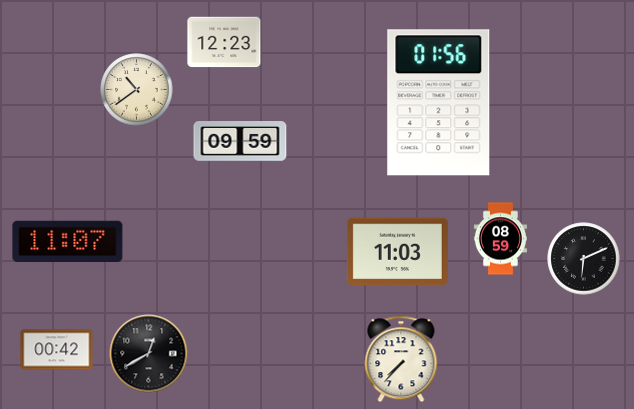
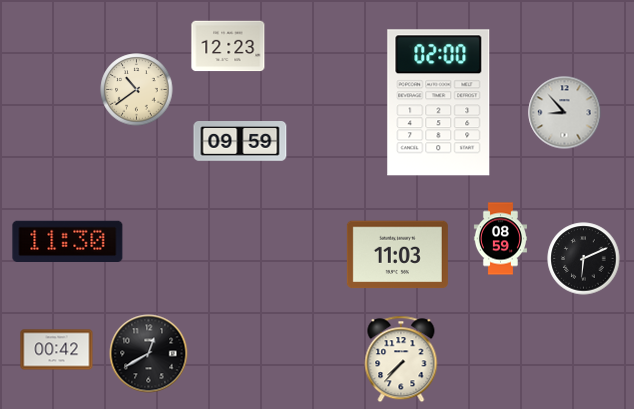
clock at (224, 42) position: (224, 42) -> (228, 46)
clock at (439, 103): 01:56 -> 02:00
clock at (565, 113): none -> 8:53
clock at (68, 241): 11:07 -> 11:30
clock at (397, 252) position: (397, 252) -> (397, 255)
